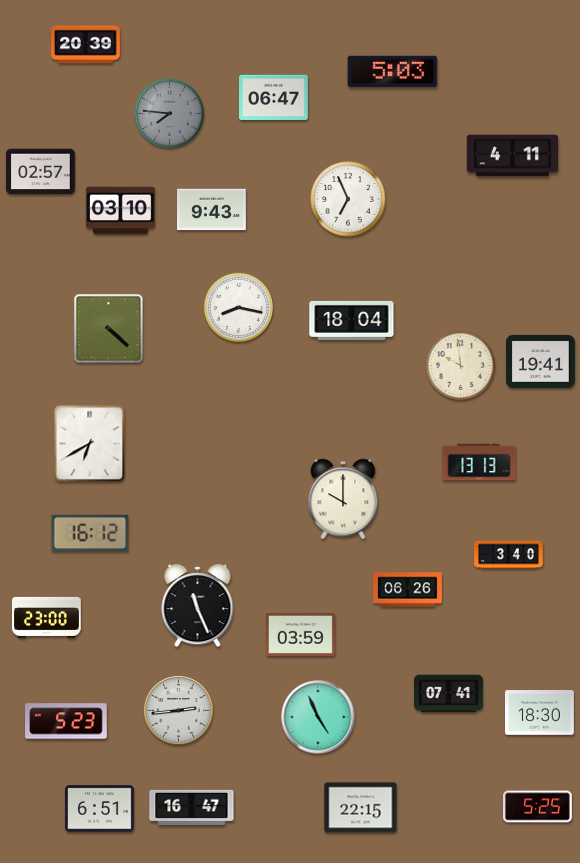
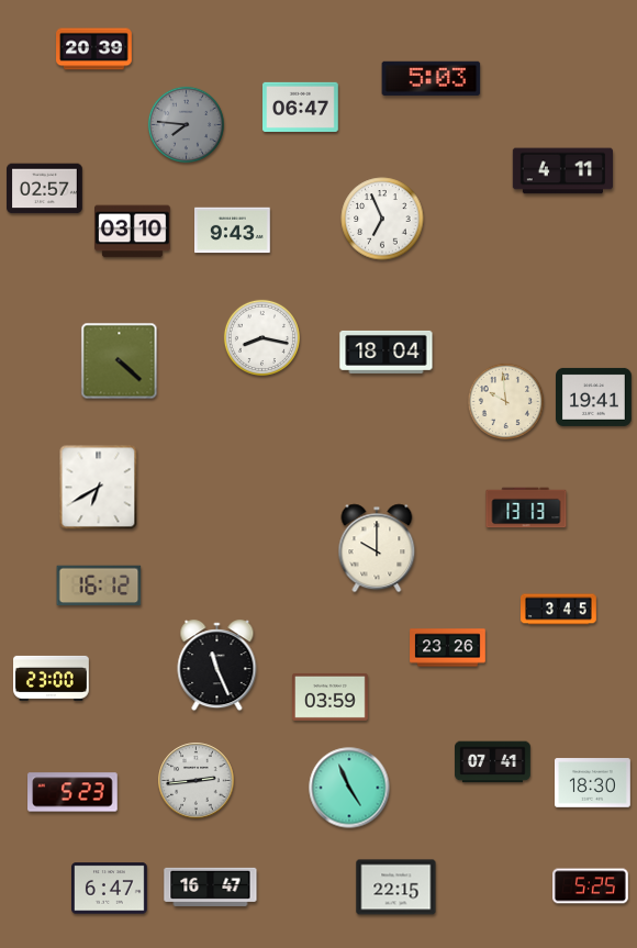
clock at (509, 555): 3:40 -> 3:45
clock at (408, 590): 06:26 -> 23:26
clock at (100, 809): 6:51 -> 6:47
